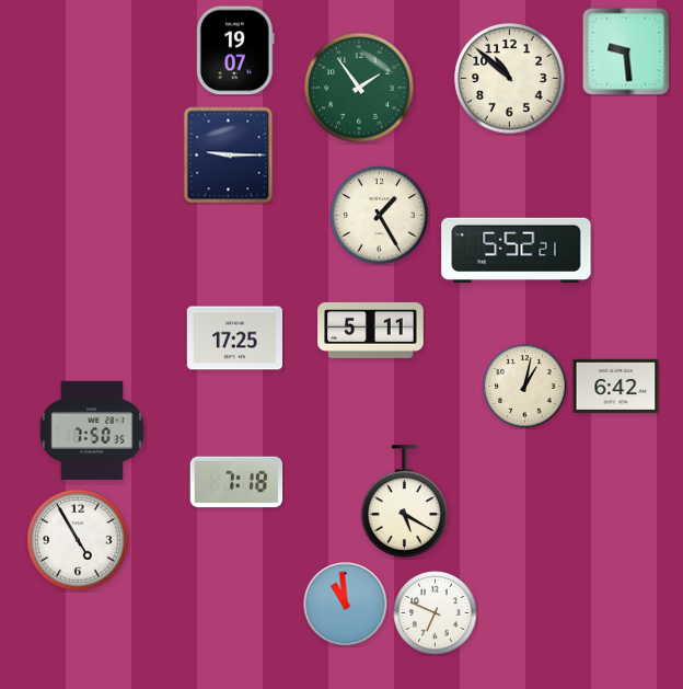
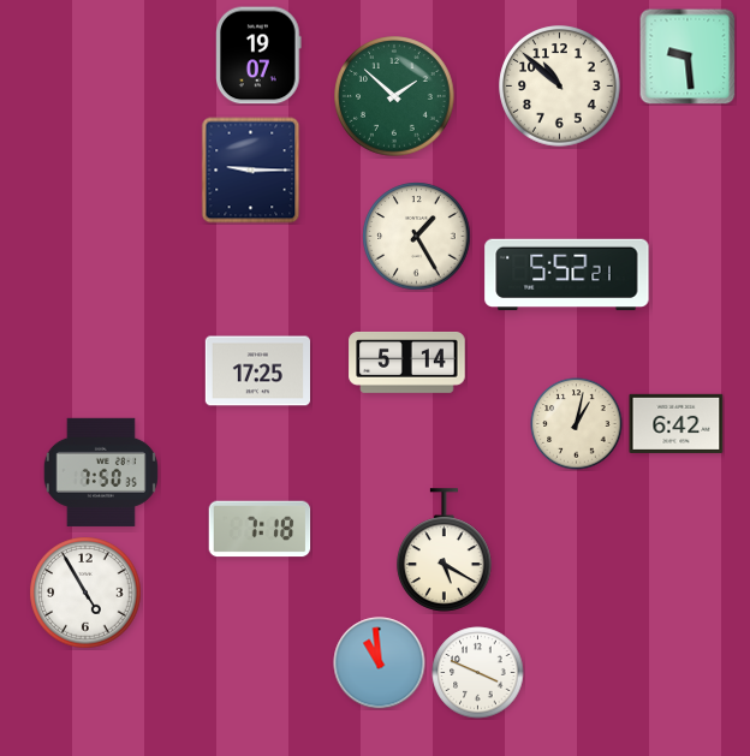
clock at (359, 88): 1:54 -> 1:52
clock at (371, 330): 5:11 -> 5:14
clock at (436, 613): 6:49 -> 3:49
